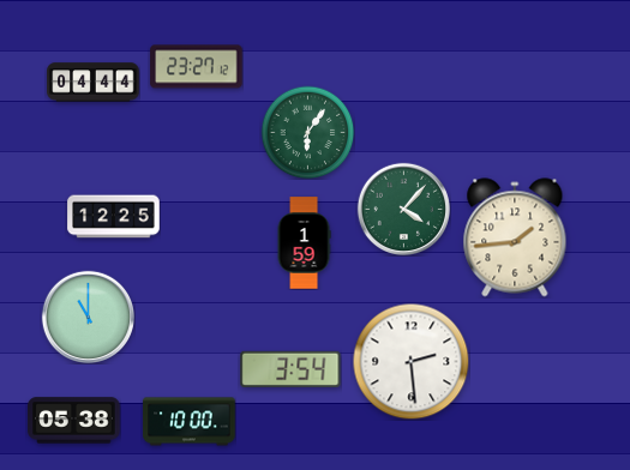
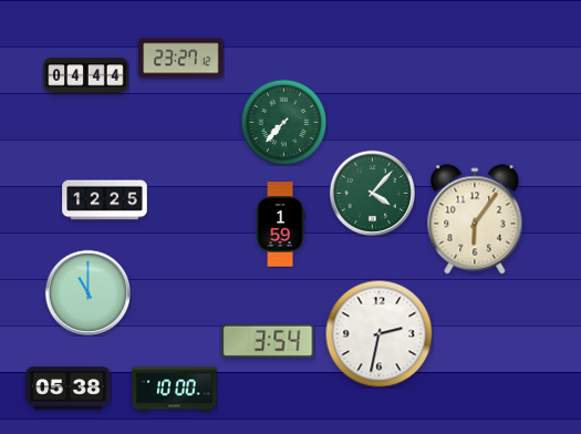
clock at (197, 67) position: (197, 67) -> (181, 59)
clock at (307, 132): 6:06 -> 7:37
clock at (515, 237): 1:44 -> 6:06
clock at (88, 317) position: (88, 317) -> (87, 292)
clock at (410, 361): 2:29 -> 2:32
